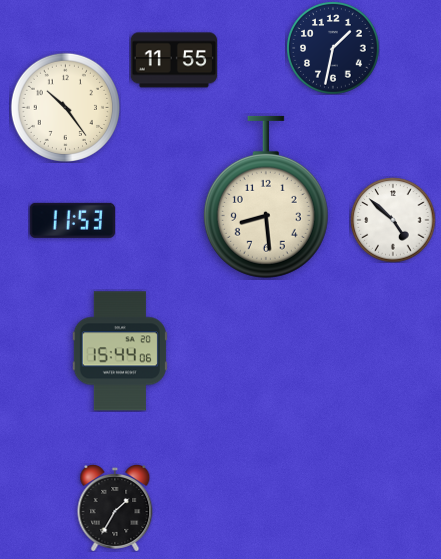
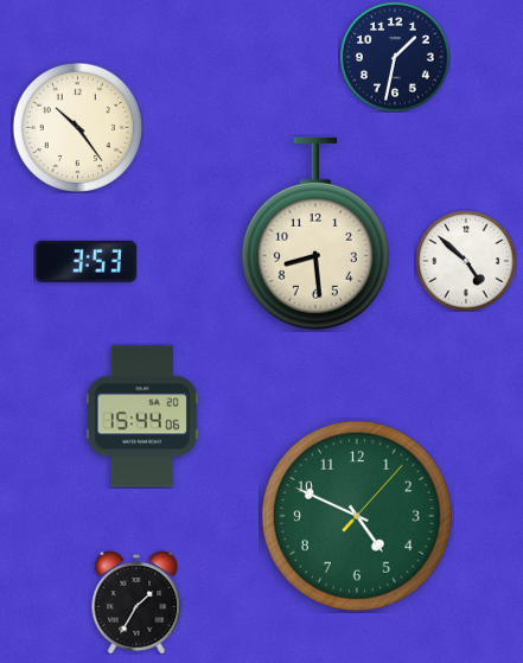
clock at (173, 60): 11:55 -> none
clock at (72, 220): 11:53 -> 3:53
clock at (357, 516): none -> 4:49
